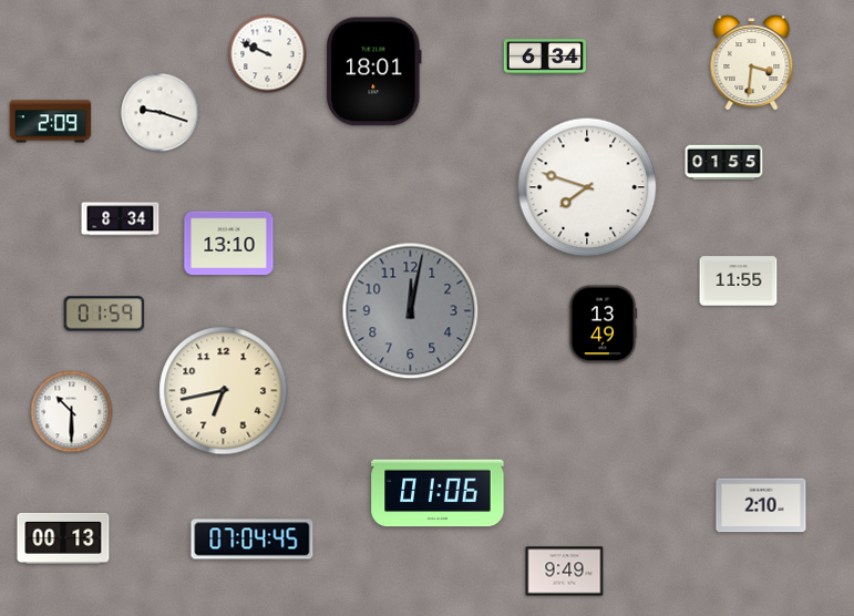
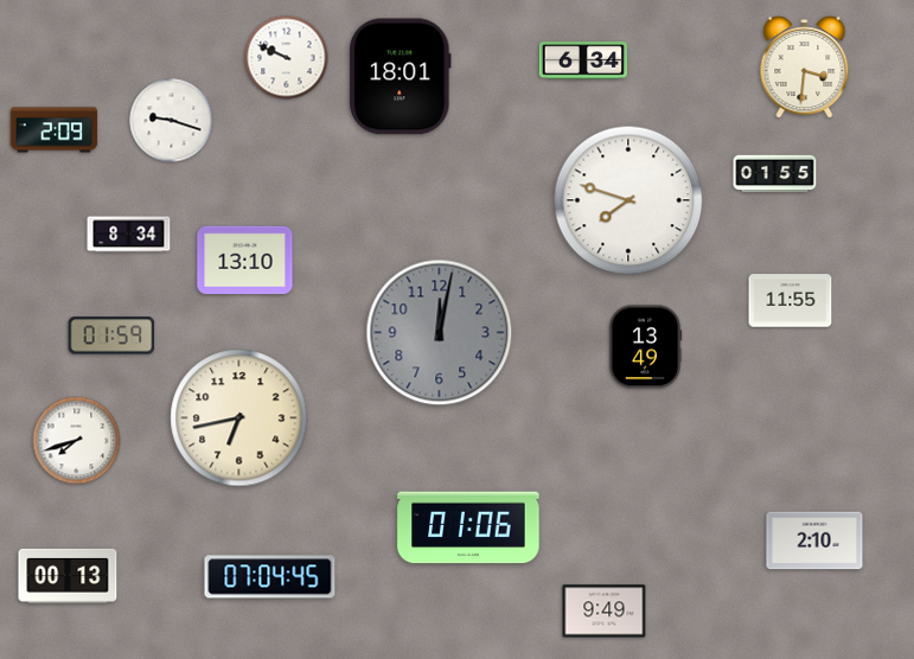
clock at (72, 412): 10:30 -> 7:42
